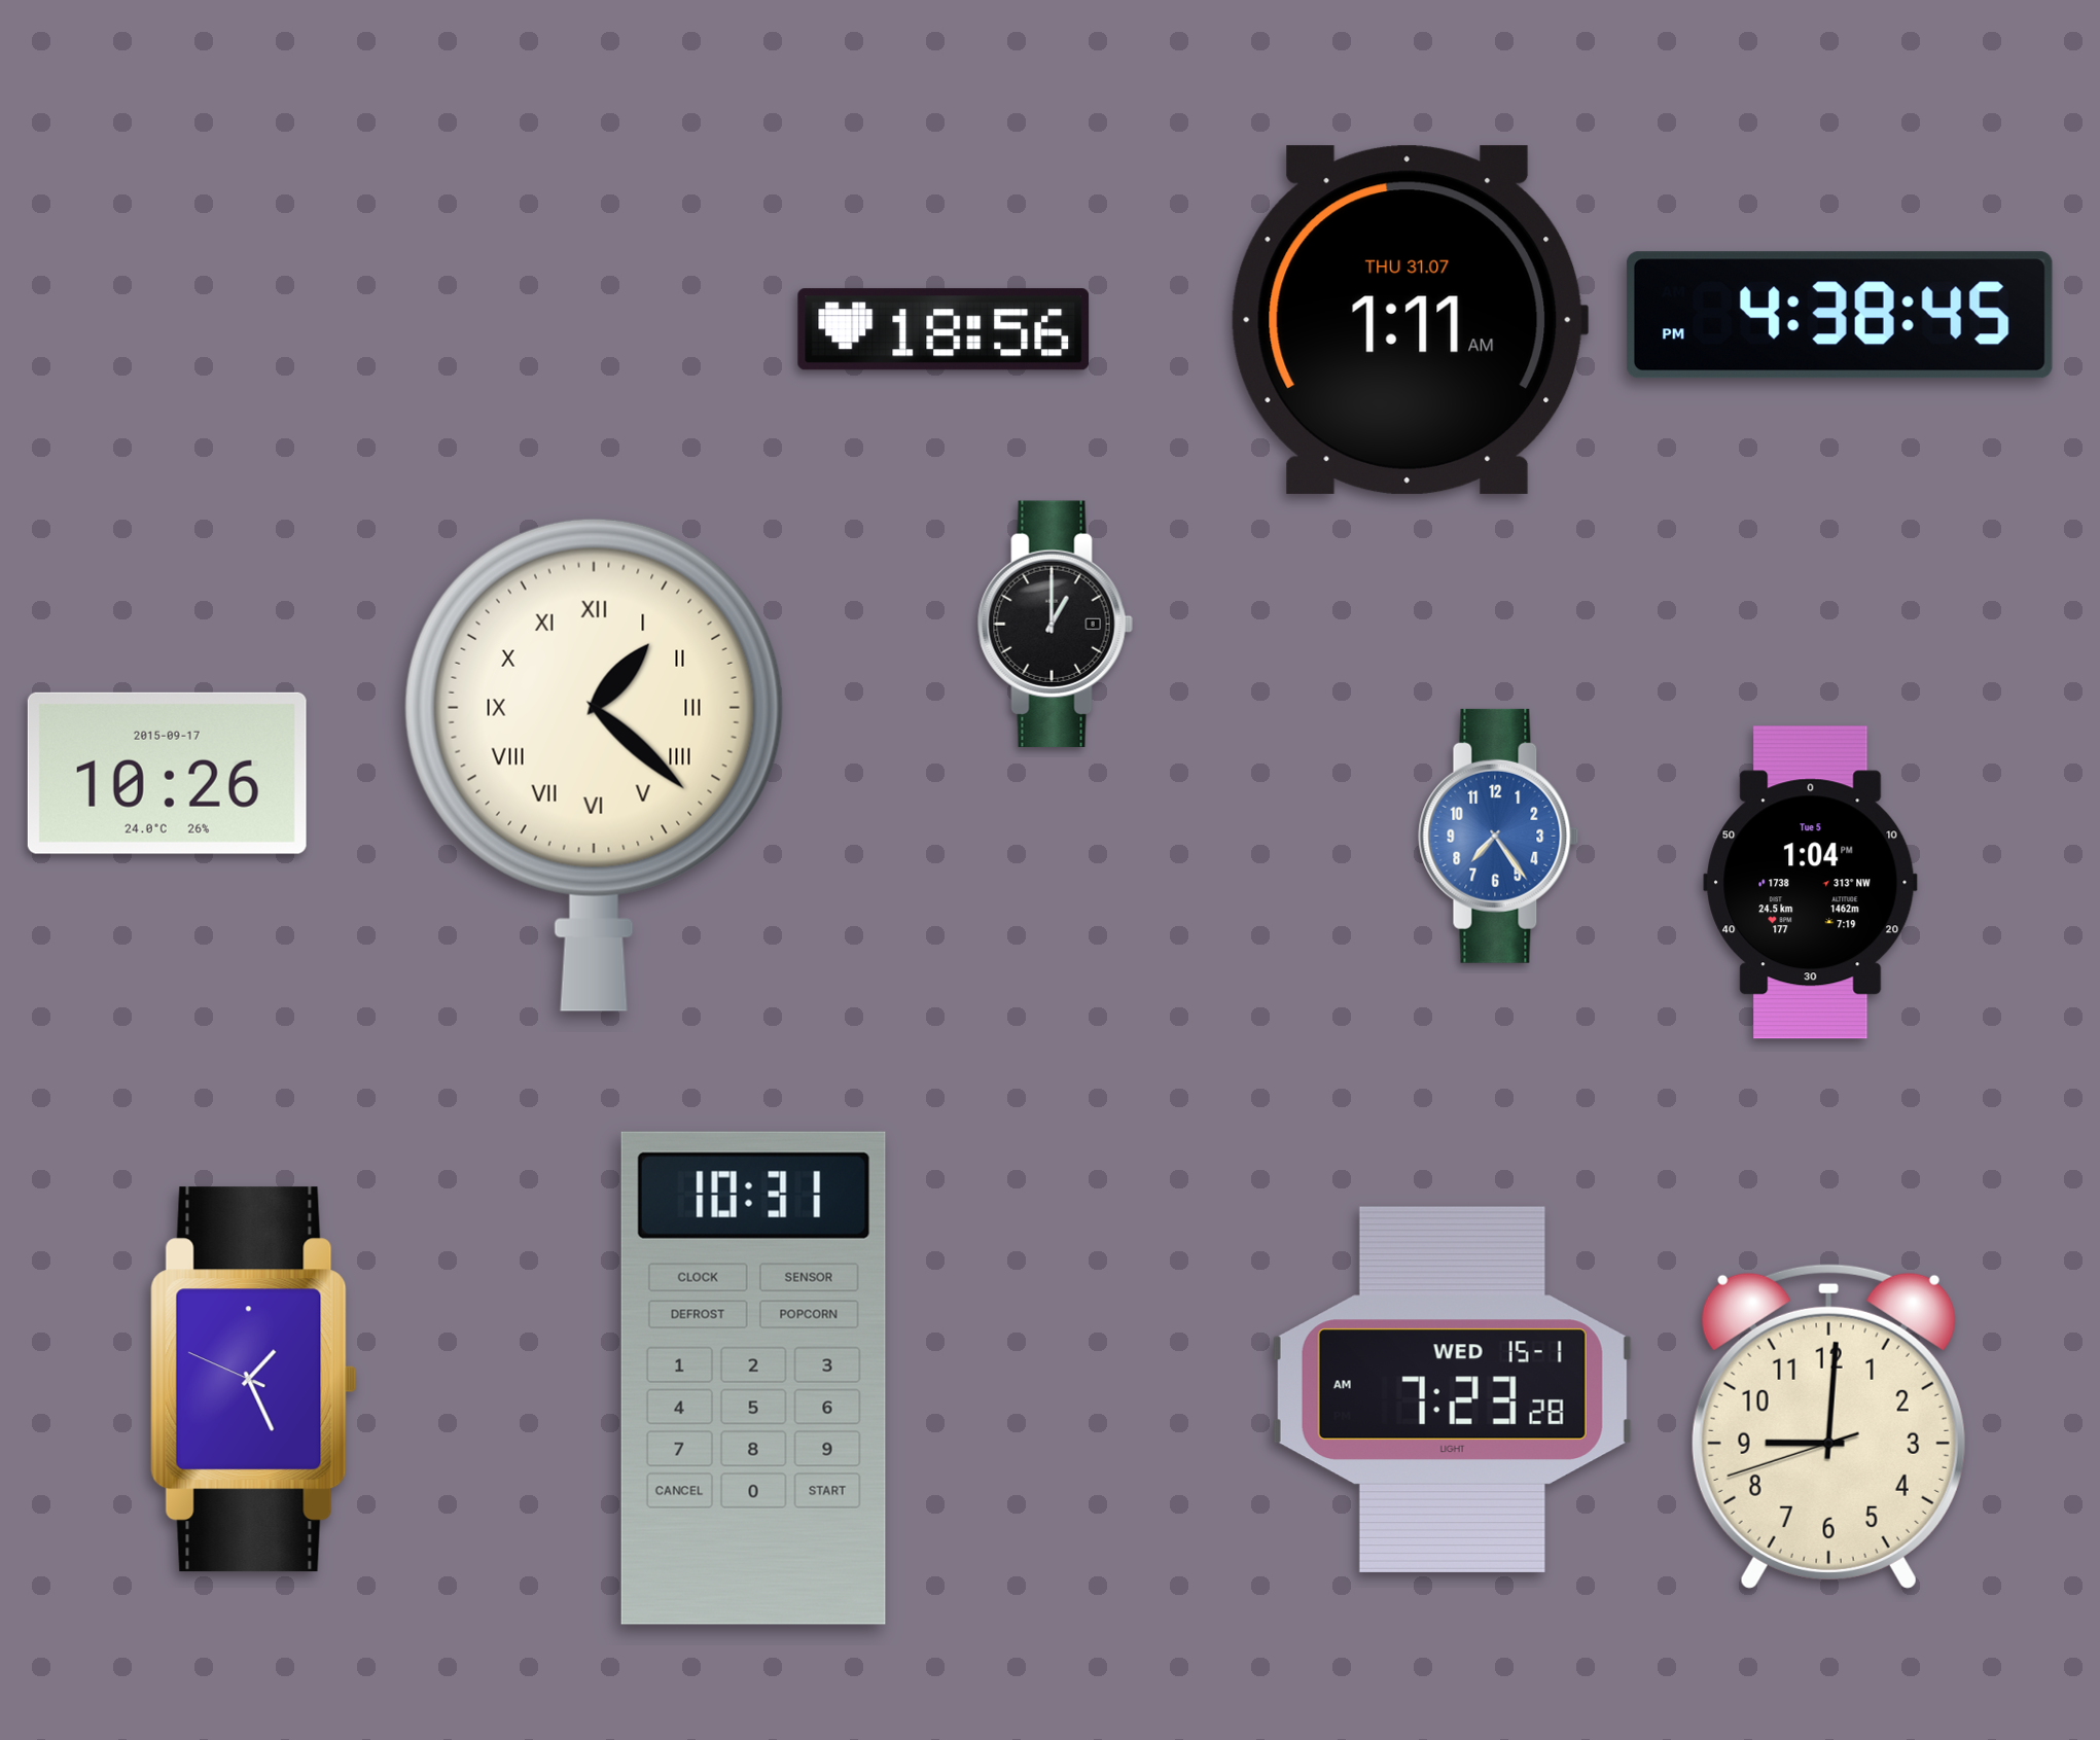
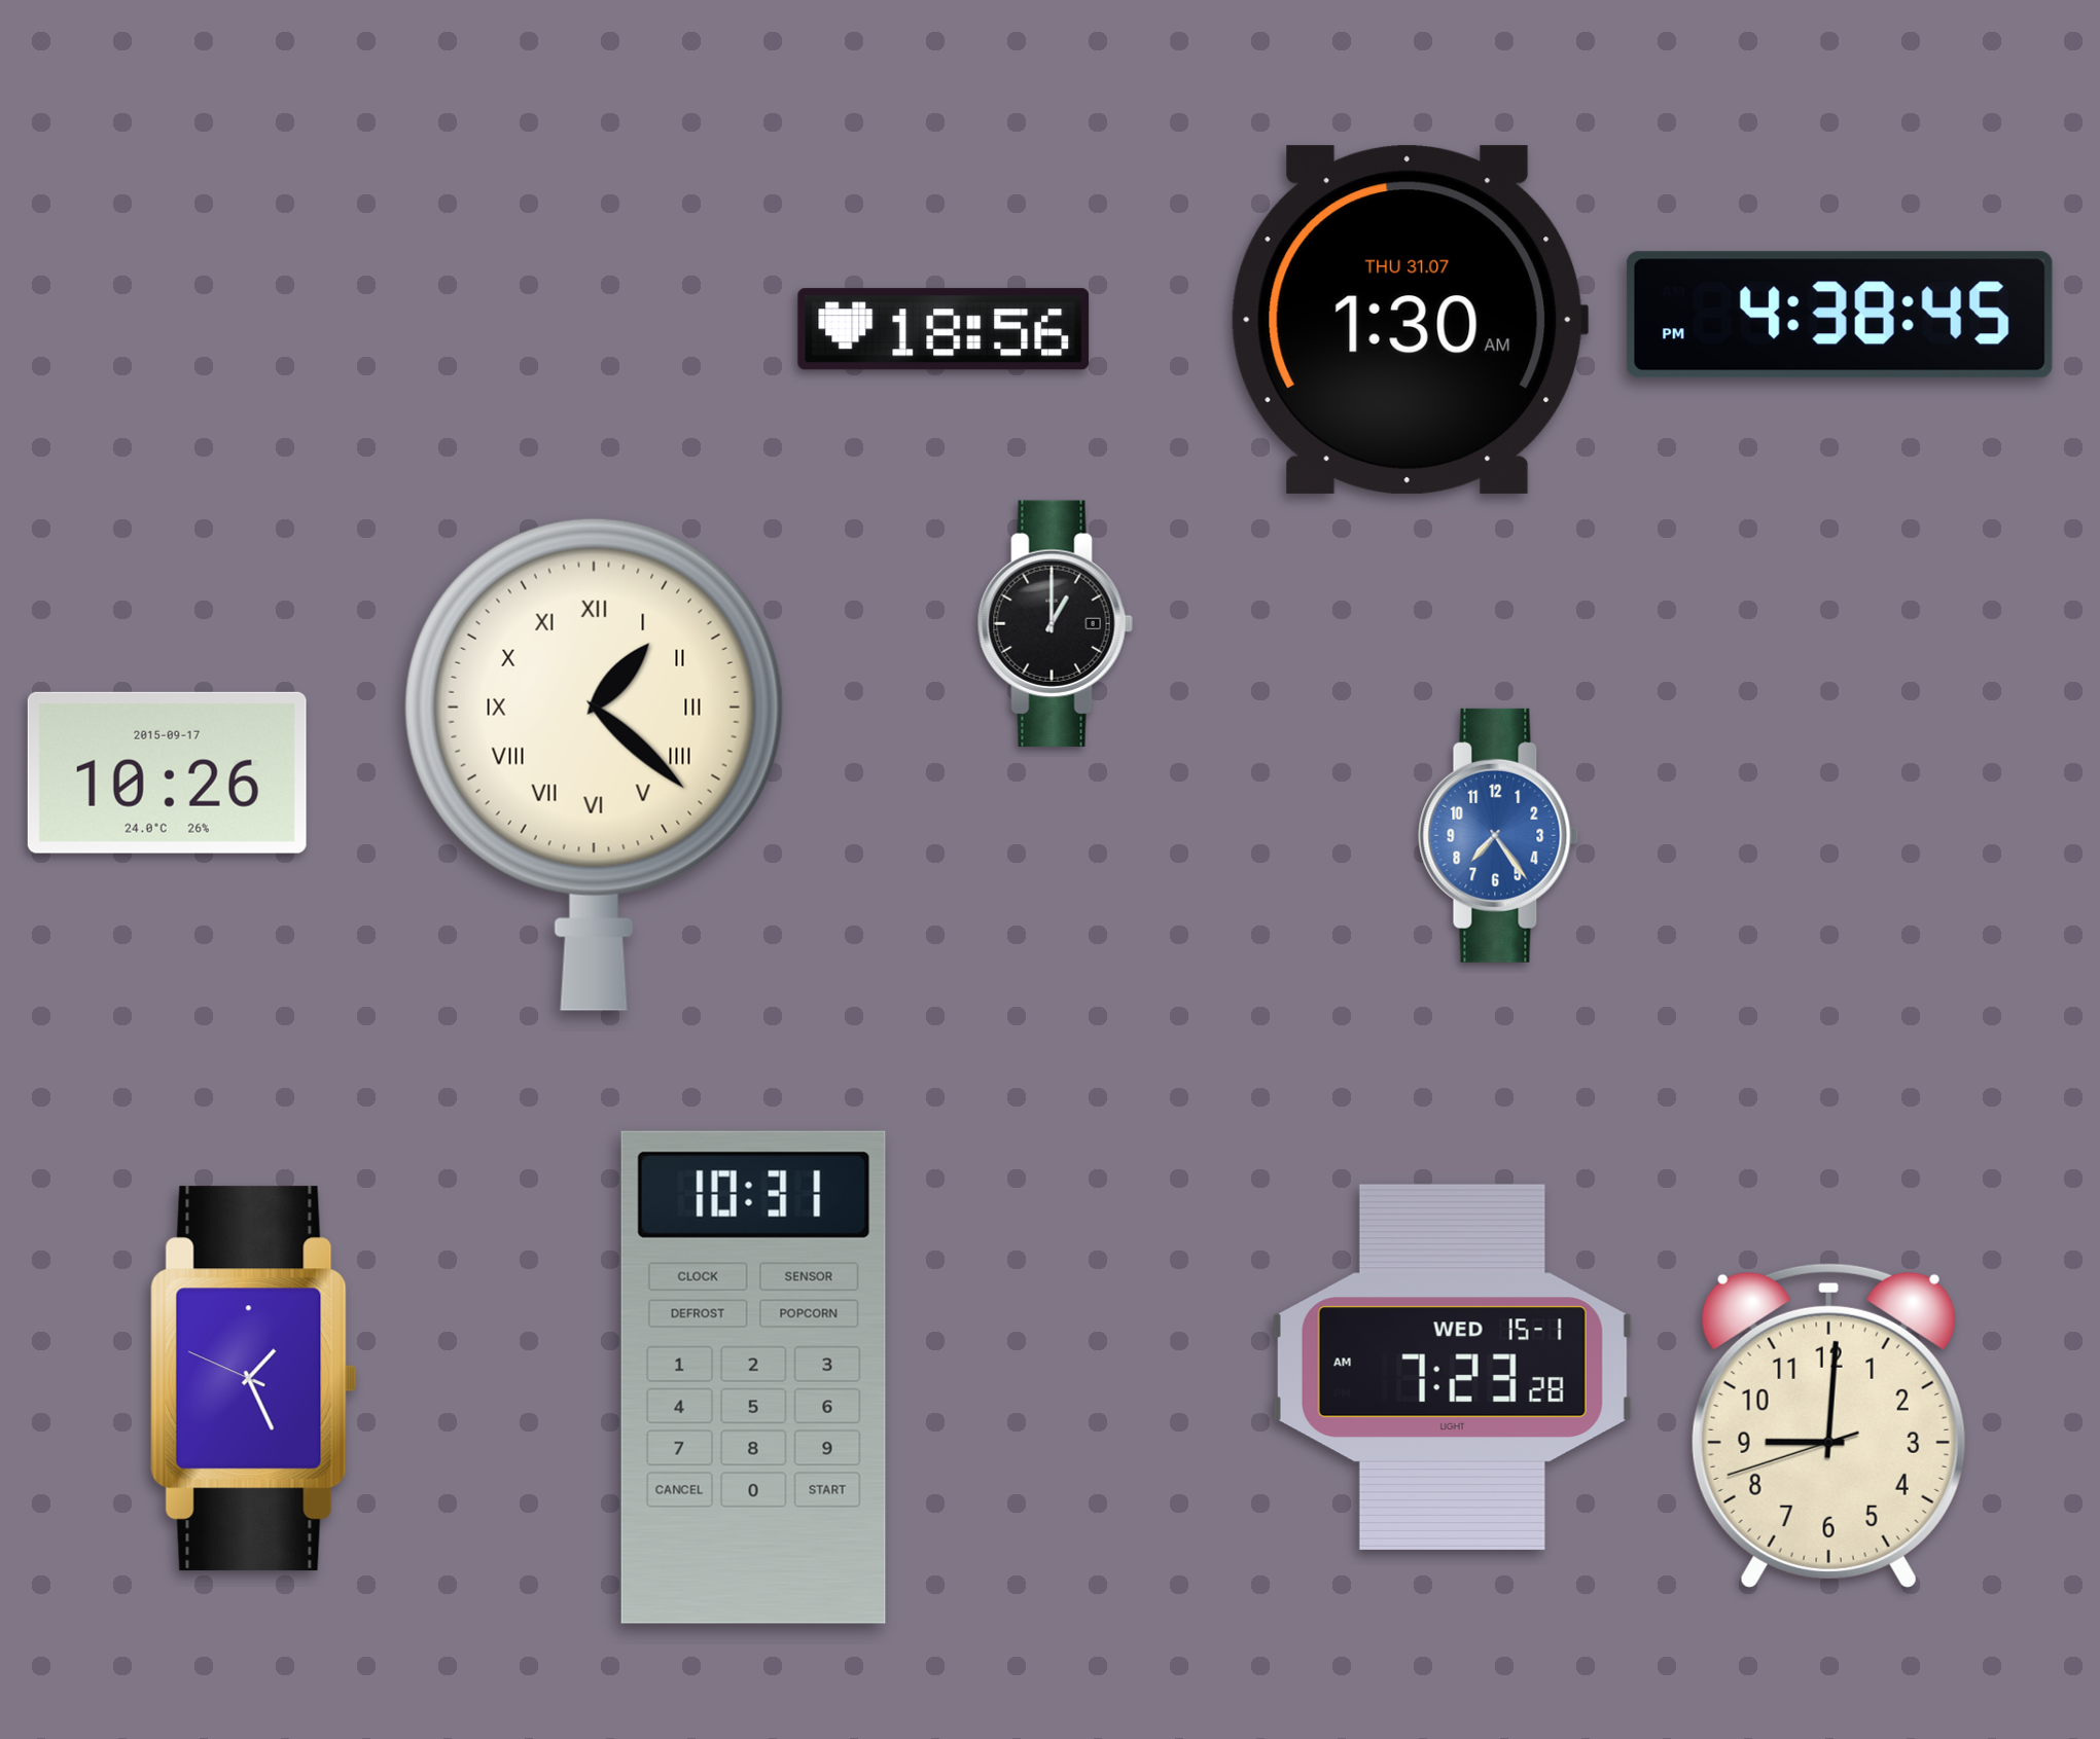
clock at (1410, 320): 1:11 -> 1:30
clock at (1811, 883): 1:04 -> none
clock at (1452, 1389) position: (1452, 1389) -> (1452, 1367)
